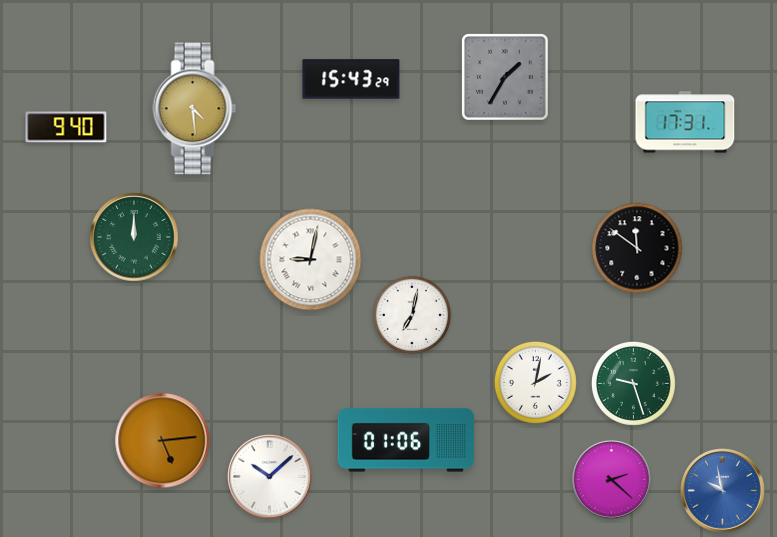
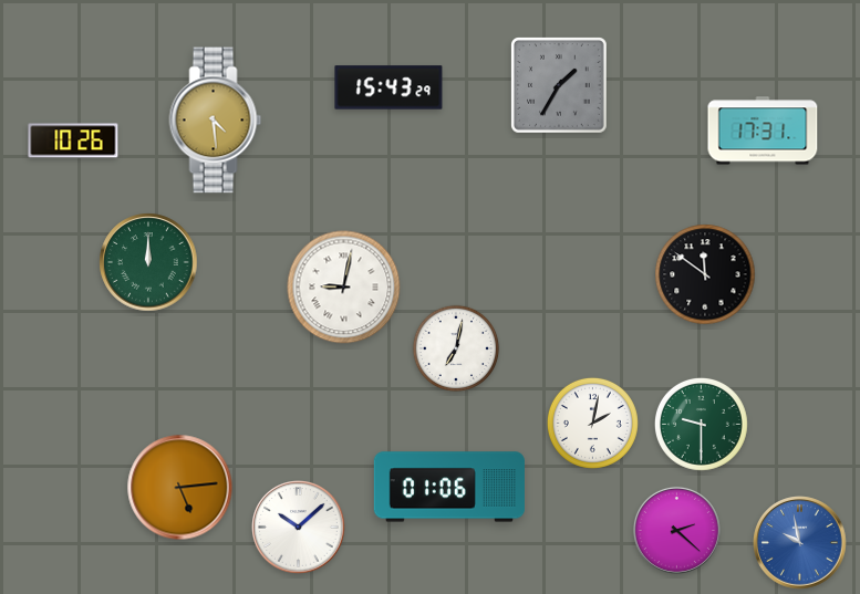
clock at (685, 122) position: (685, 122) -> (763, 131)
clock at (66, 127): 9:40 -> 10:26
clock at (633, 383): 9:27 -> 9:30
